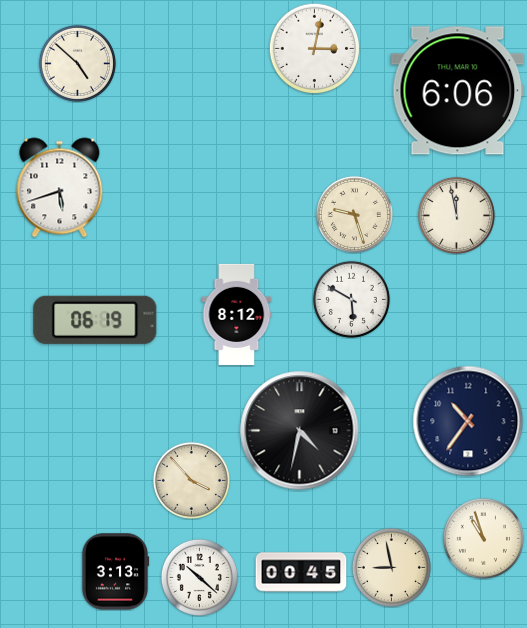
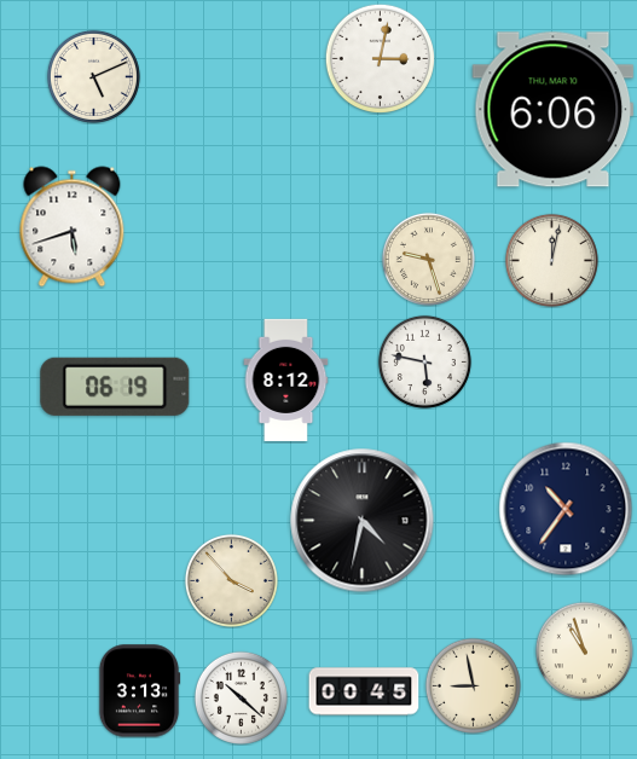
clock at (77, 63): 4:52 -> 5:11
clock at (456, 215): 11:58 -> 12:02
clock at (351, 299): 5:50 -> 5:47
